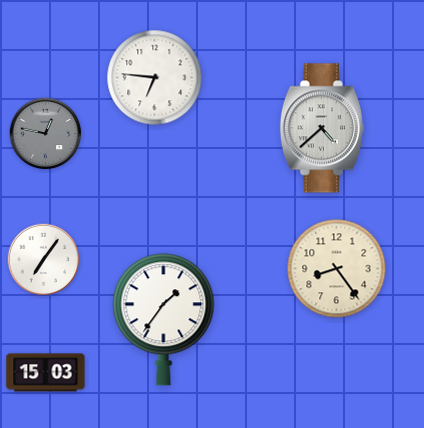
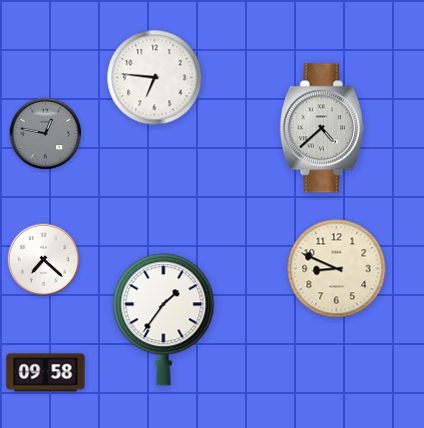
clock at (44, 260): 7:06 -> 7:22
clock at (337, 269): 8:24 -> 8:49
clock at (46, 373): 15:03 -> 09:58
